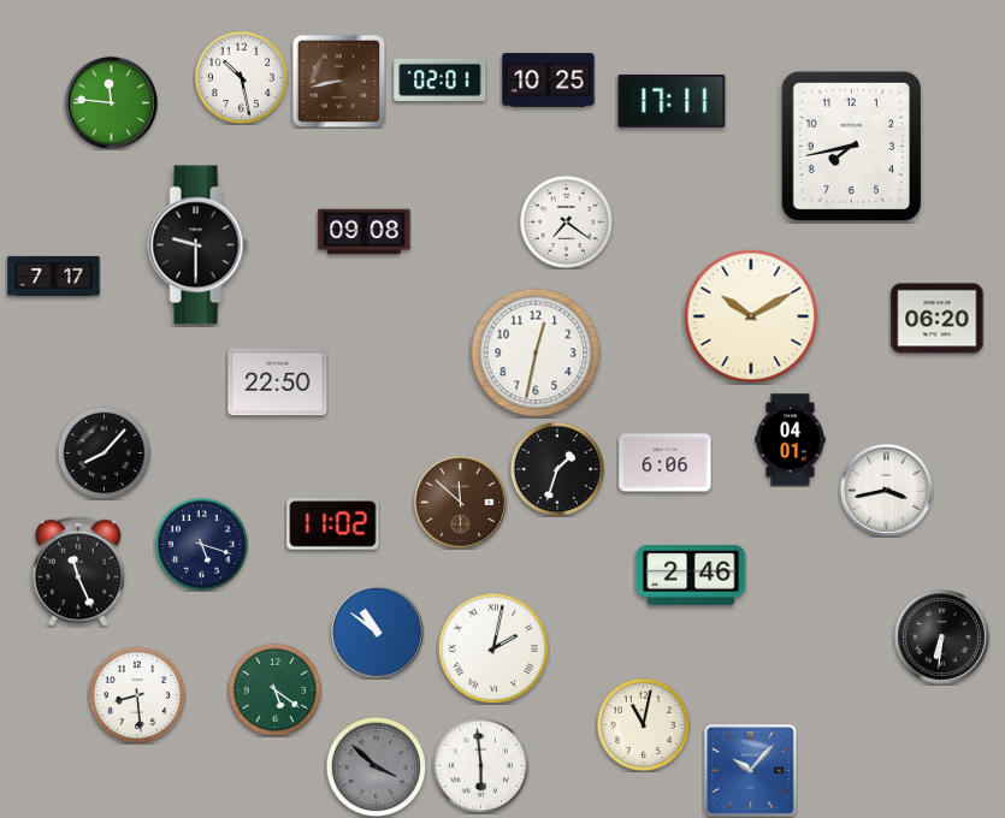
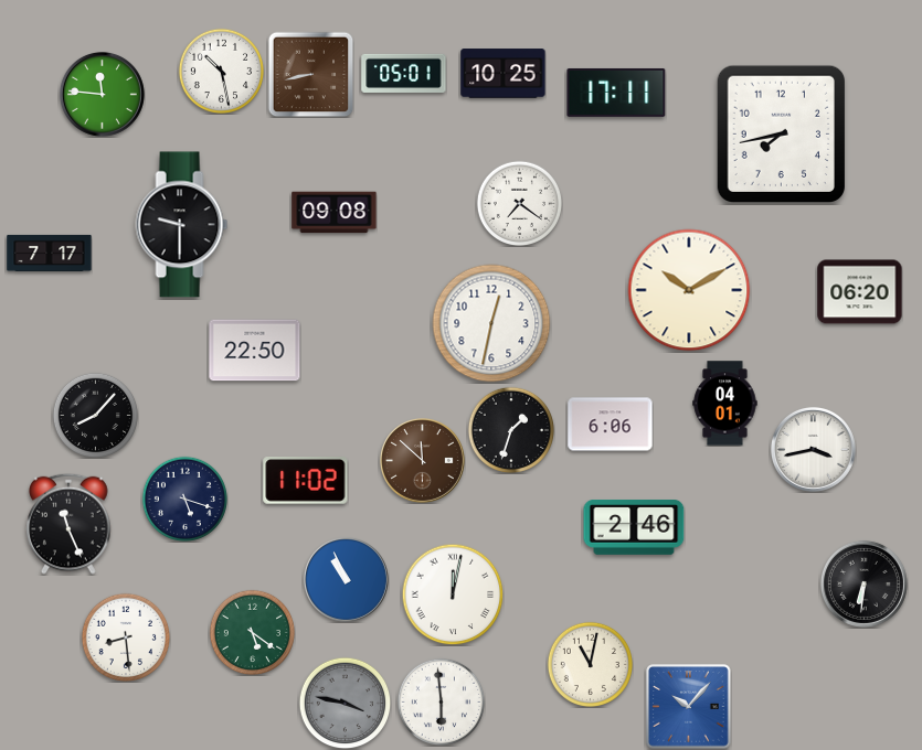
clock at (441, 79): 02:01 -> 05:01
clock at (78, 571) position: (78, 571) -> (68, 524)
clock at (377, 632): 10:51 -> 10:56
clock at (493, 648): 2:02 -> 12:02
clock at (376, 766): 3:52 -> 3:47
